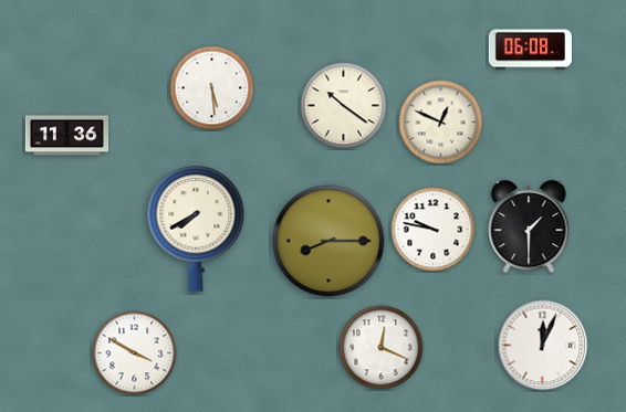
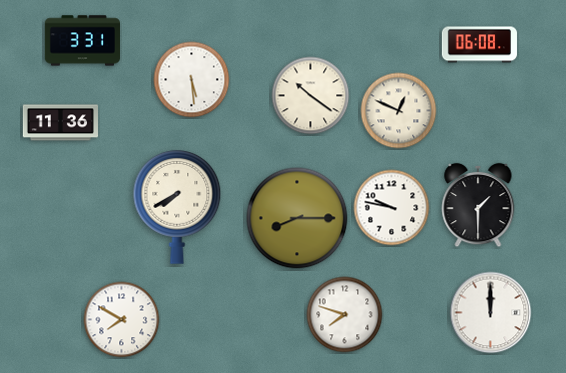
clock at (82, 41): none -> 3:31
clock at (543, 346): 12:04 -> 12:00
clock at (382, 348): 12:19 -> 7:48
clock at (135, 353): 3:50 -> 7:50
